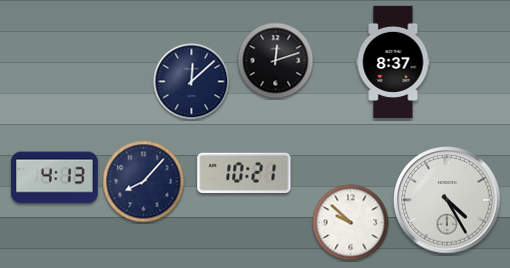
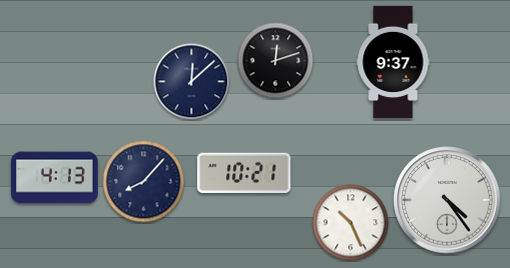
clock at (393, 62): 8:37 -> 9:37
clock at (447, 200): 4:25 -> 4:24
clock at (351, 223): 9:52 -> 10:26
